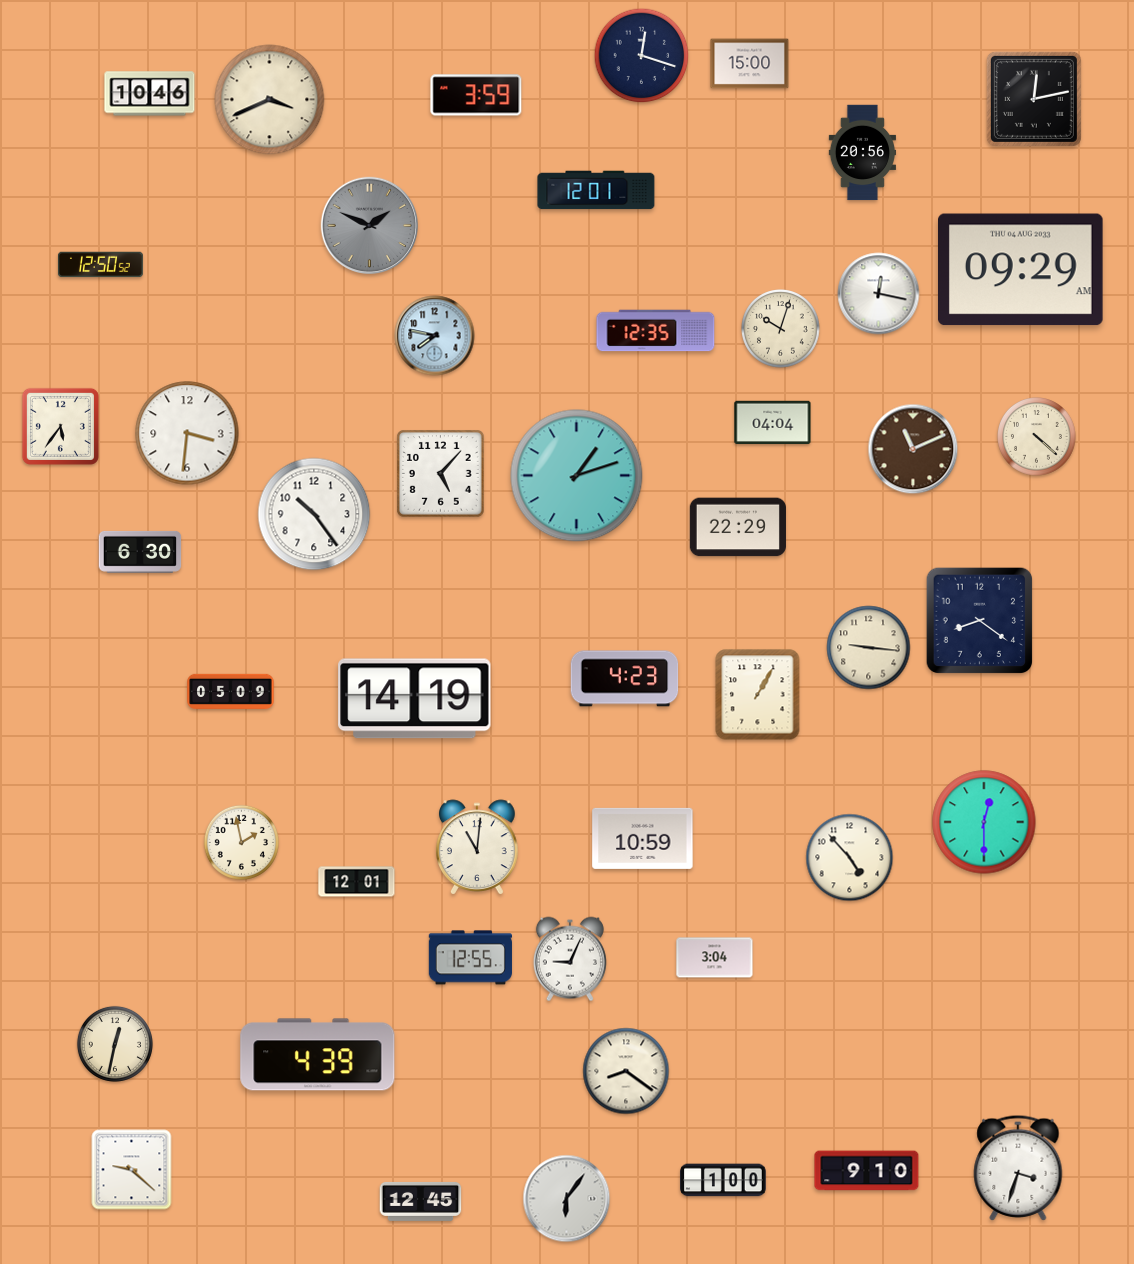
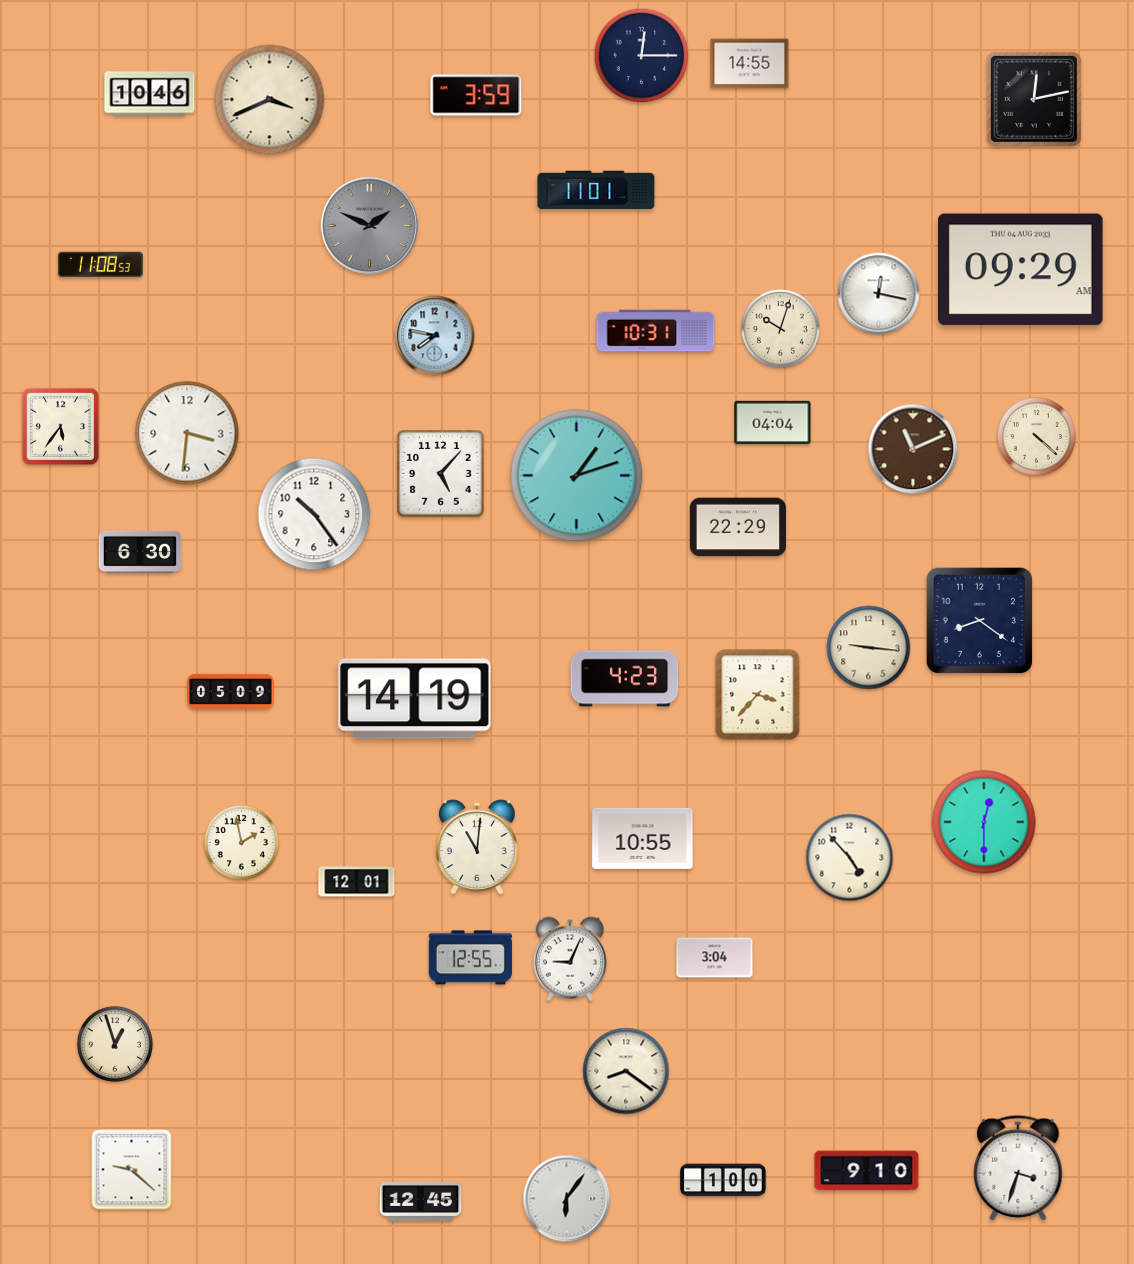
clock at (642, 56): 12:18 -> 12:15
clock at (750, 64): 15:00 -> 14:55
clock at (863, 153): 20:56 -> none
clock at (596, 190): 12:01 -> 11:01
clock at (100, 265): 12:50 -> 11:08
clock at (656, 331): 12:35 -> 10:31
clock at (758, 695): 1:05 -> 3:37
clock at (643, 838): 10:59 -> 10:55
clock at (115, 1044): 12:32 -> 12:57
clock at (318, 1055): 4:39 -> none
